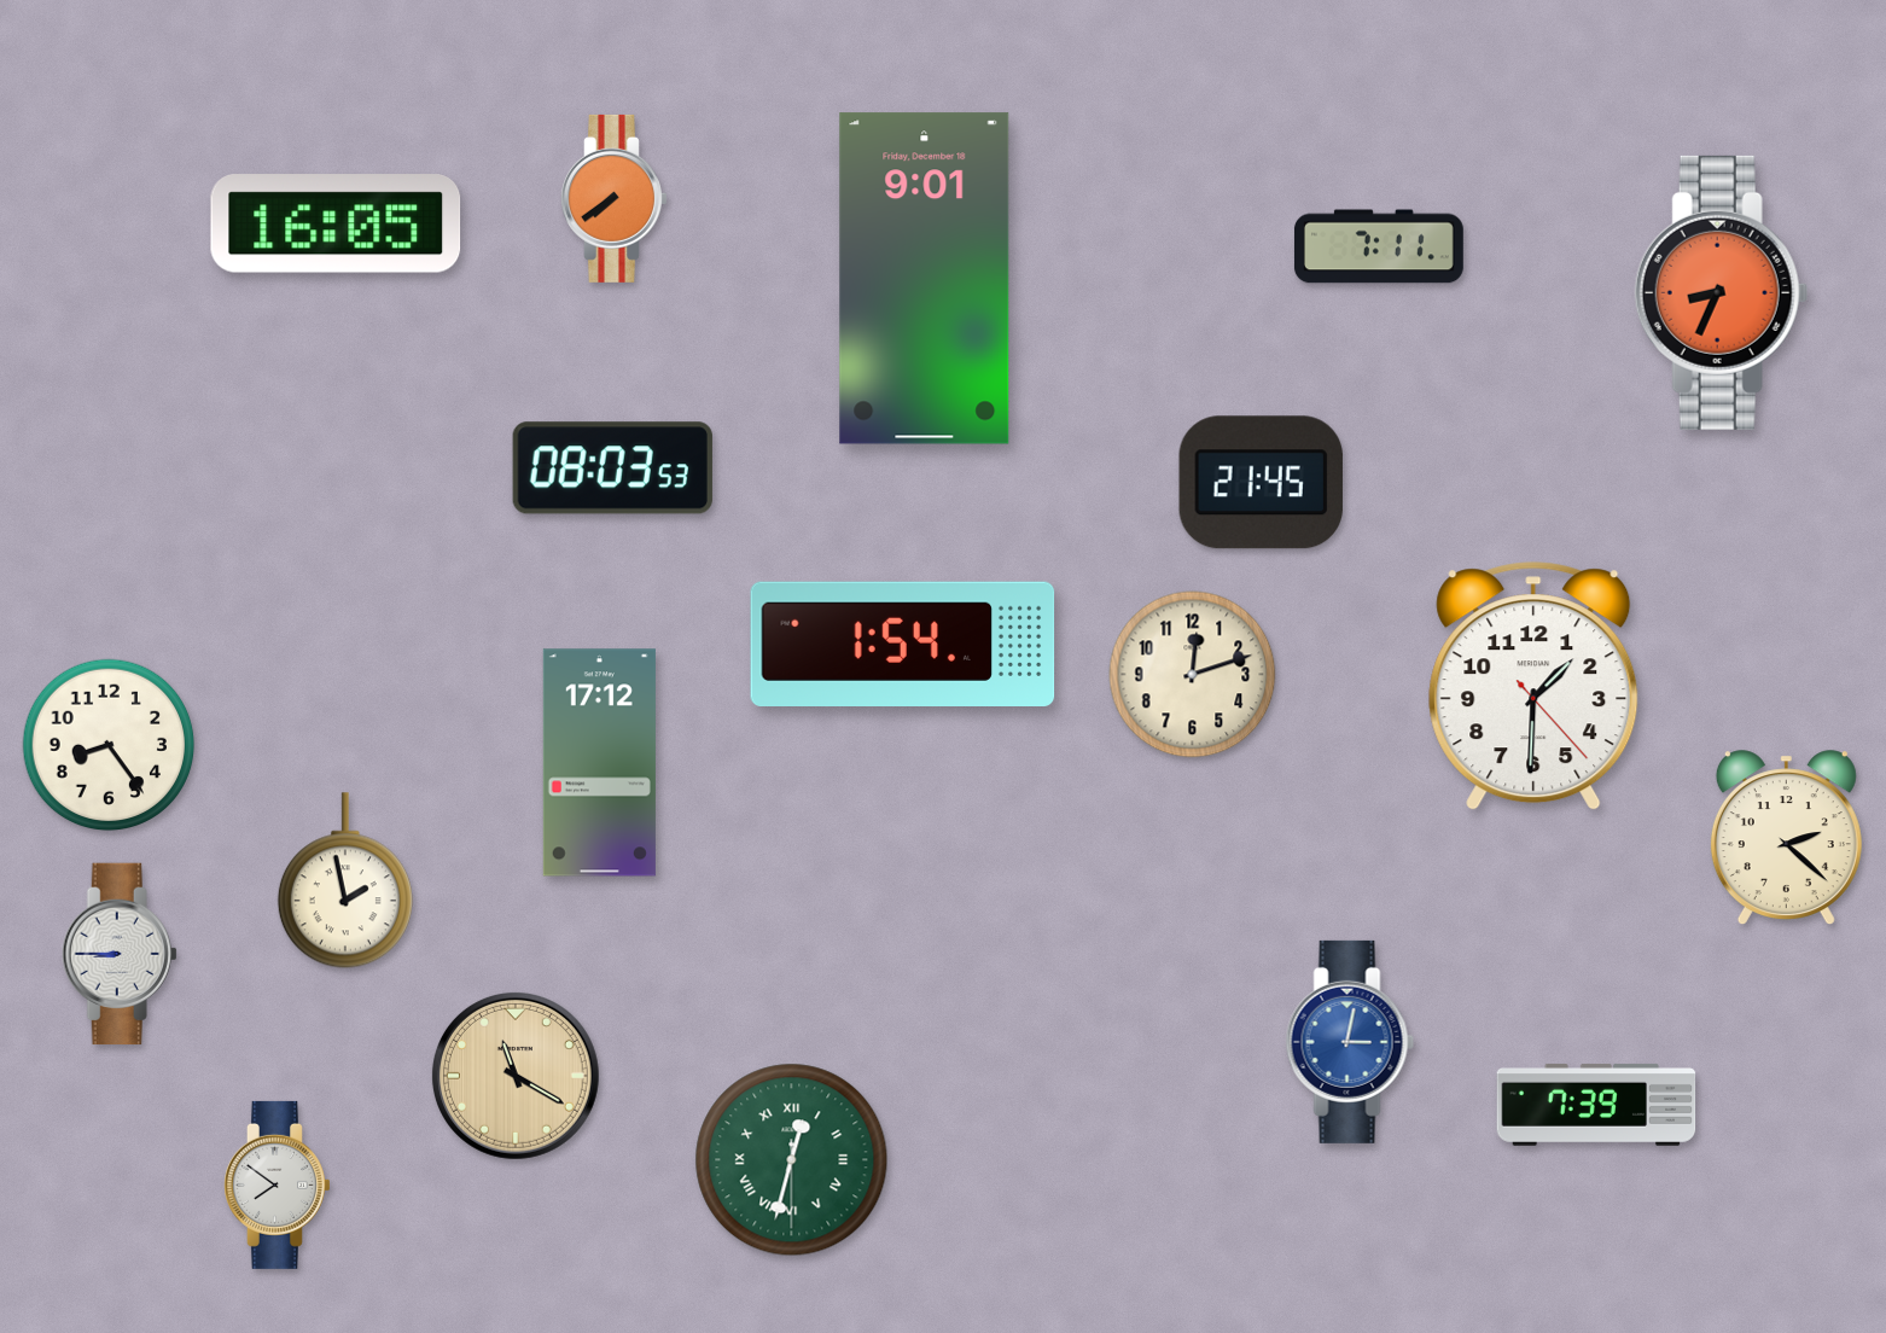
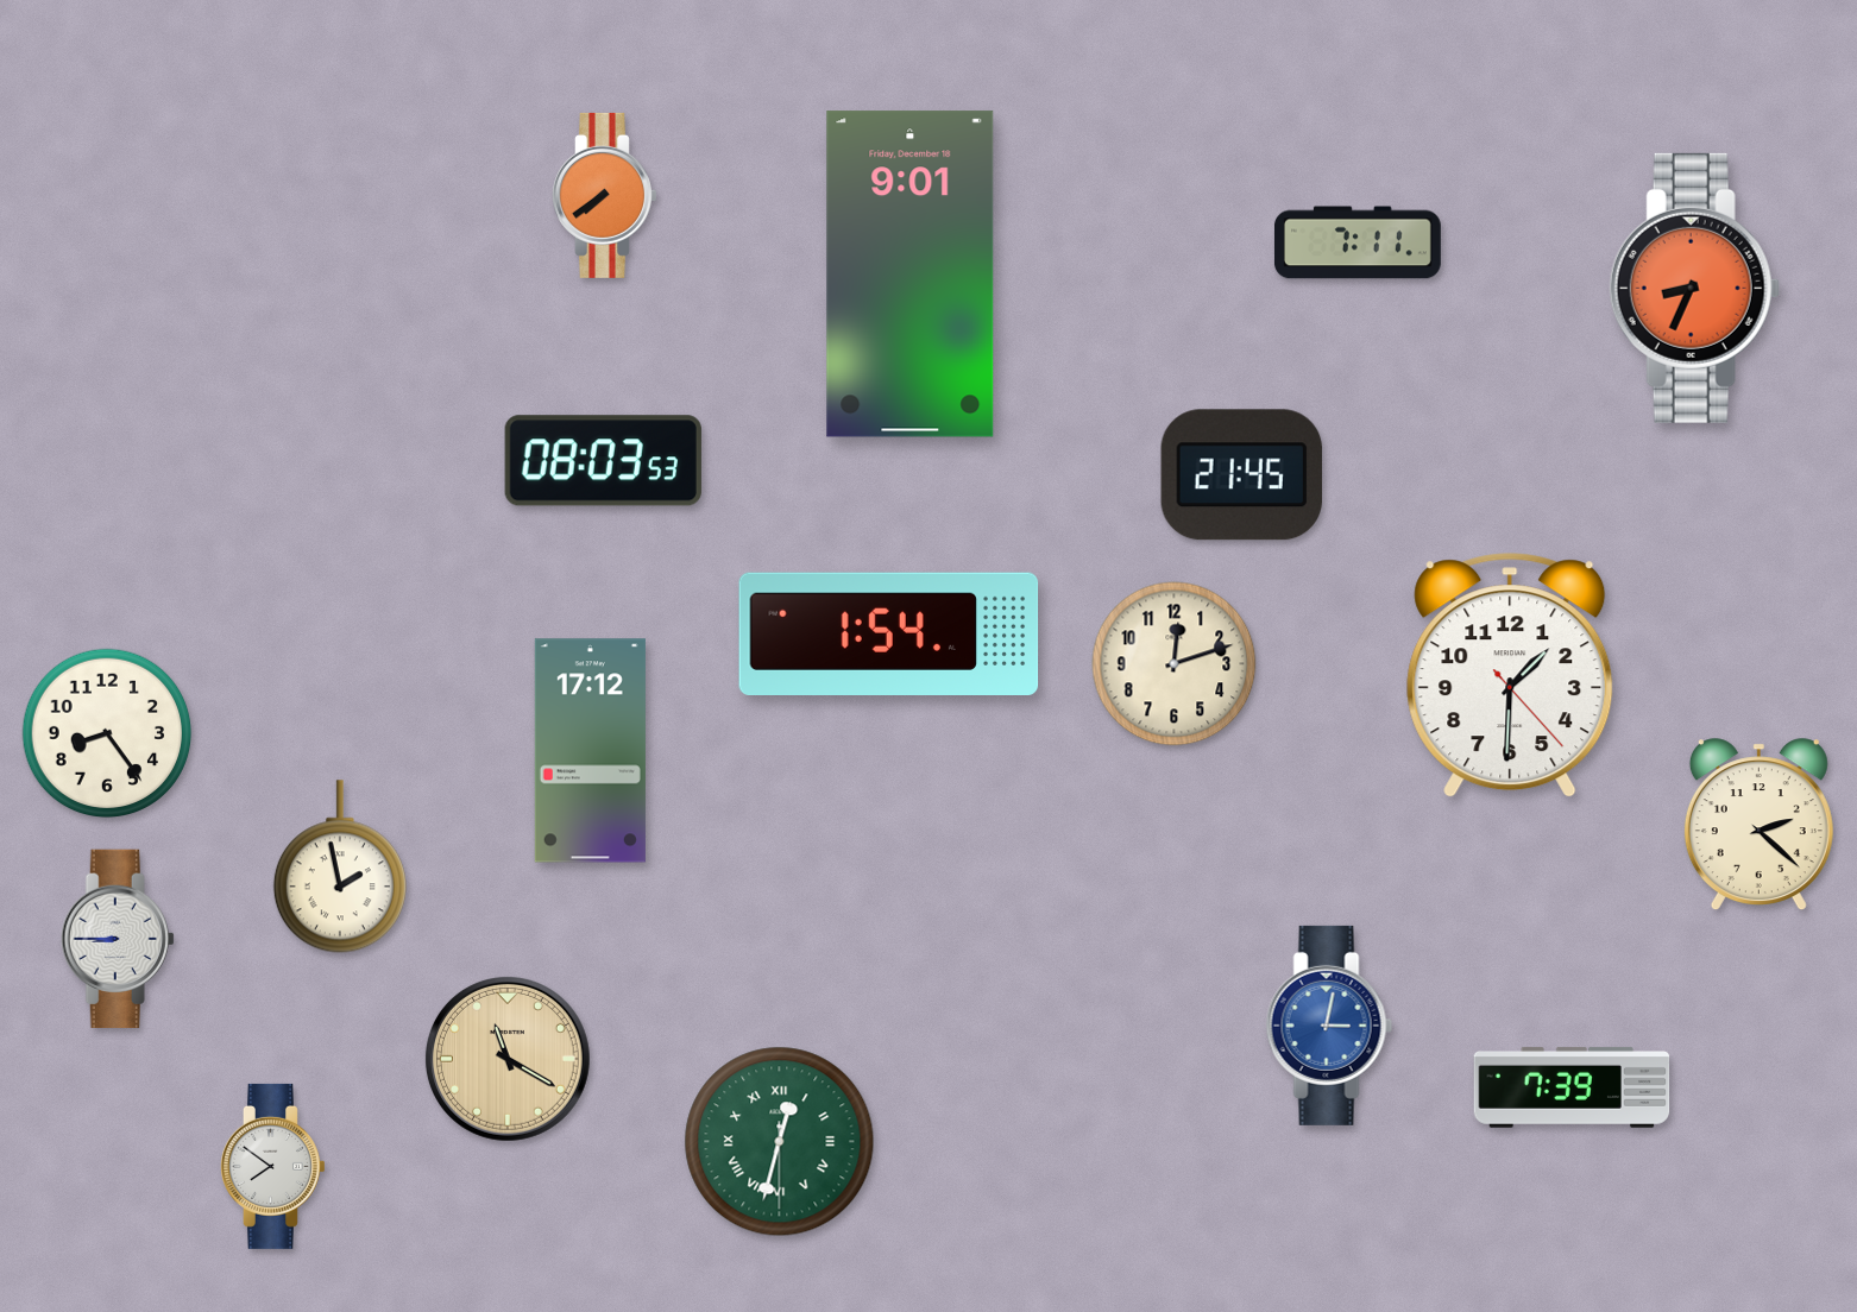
clock at (336, 225): 16:05 -> none
